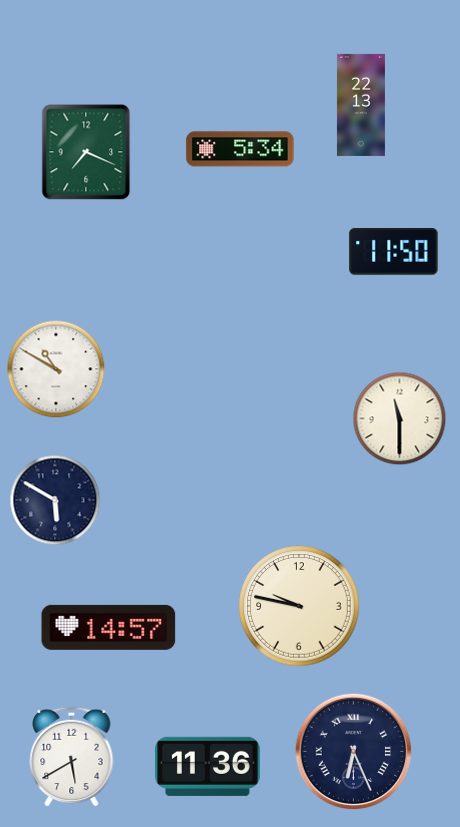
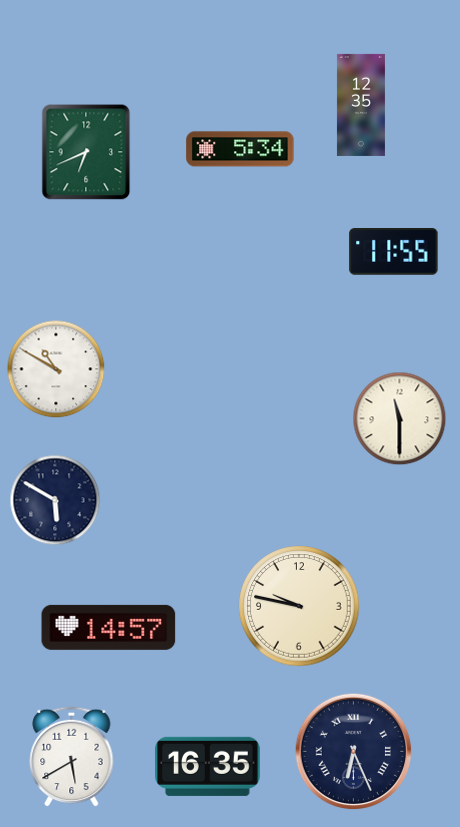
clock at (361, 105): 22:13 -> 12:35
clock at (86, 152): 7:19 -> 6:41
clock at (394, 252): 11:50 -> 11:55
clock at (208, 766): 11:36 -> 16:35
